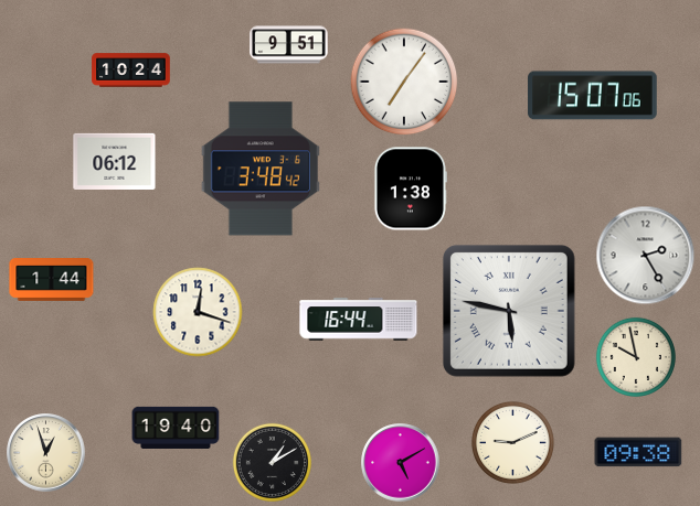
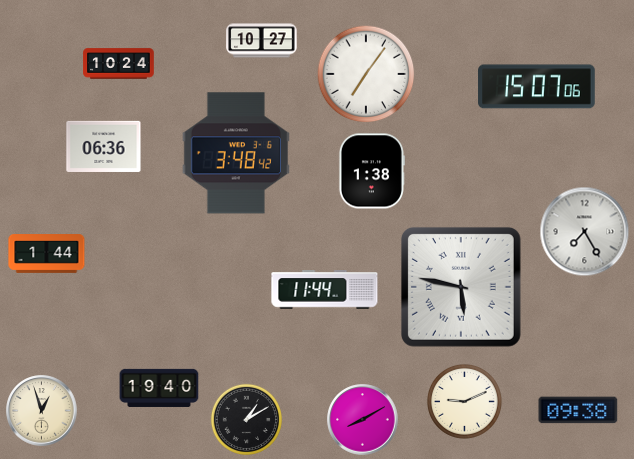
clock at (289, 45): 9:51 -> 10:27
clock at (115, 161): 06:12 -> 06:36
clock at (646, 256): 2:25 -> 7:25
clock at (509, 311) position: (509, 311) -> (461, 287)
clock at (198, 312): 12:18 -> none
clock at (359, 320): 16:44 -> 11:44
clock at (636, 357): 9:58 -> none
clock at (401, 463): 5:10 -> 8:10
